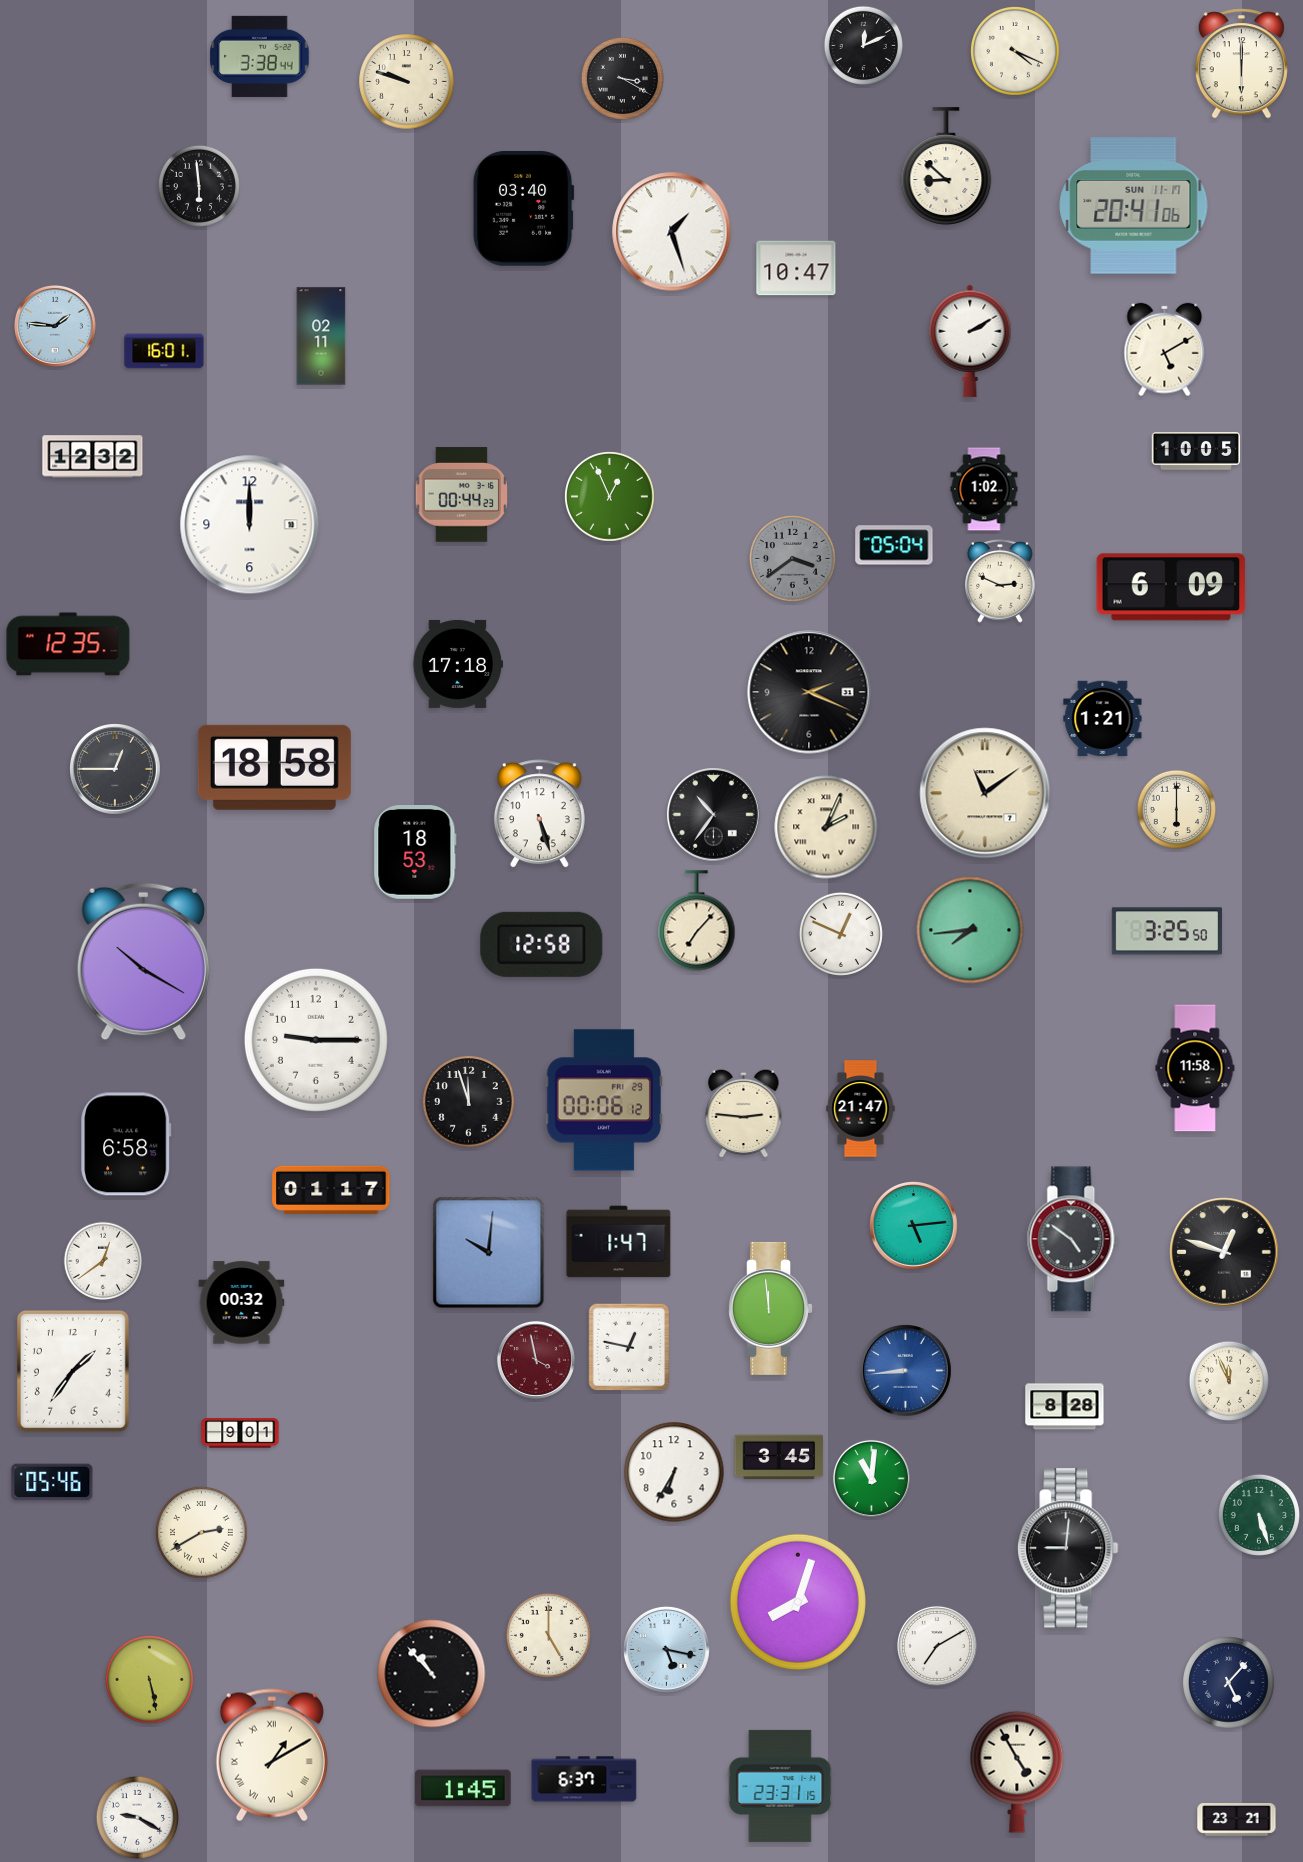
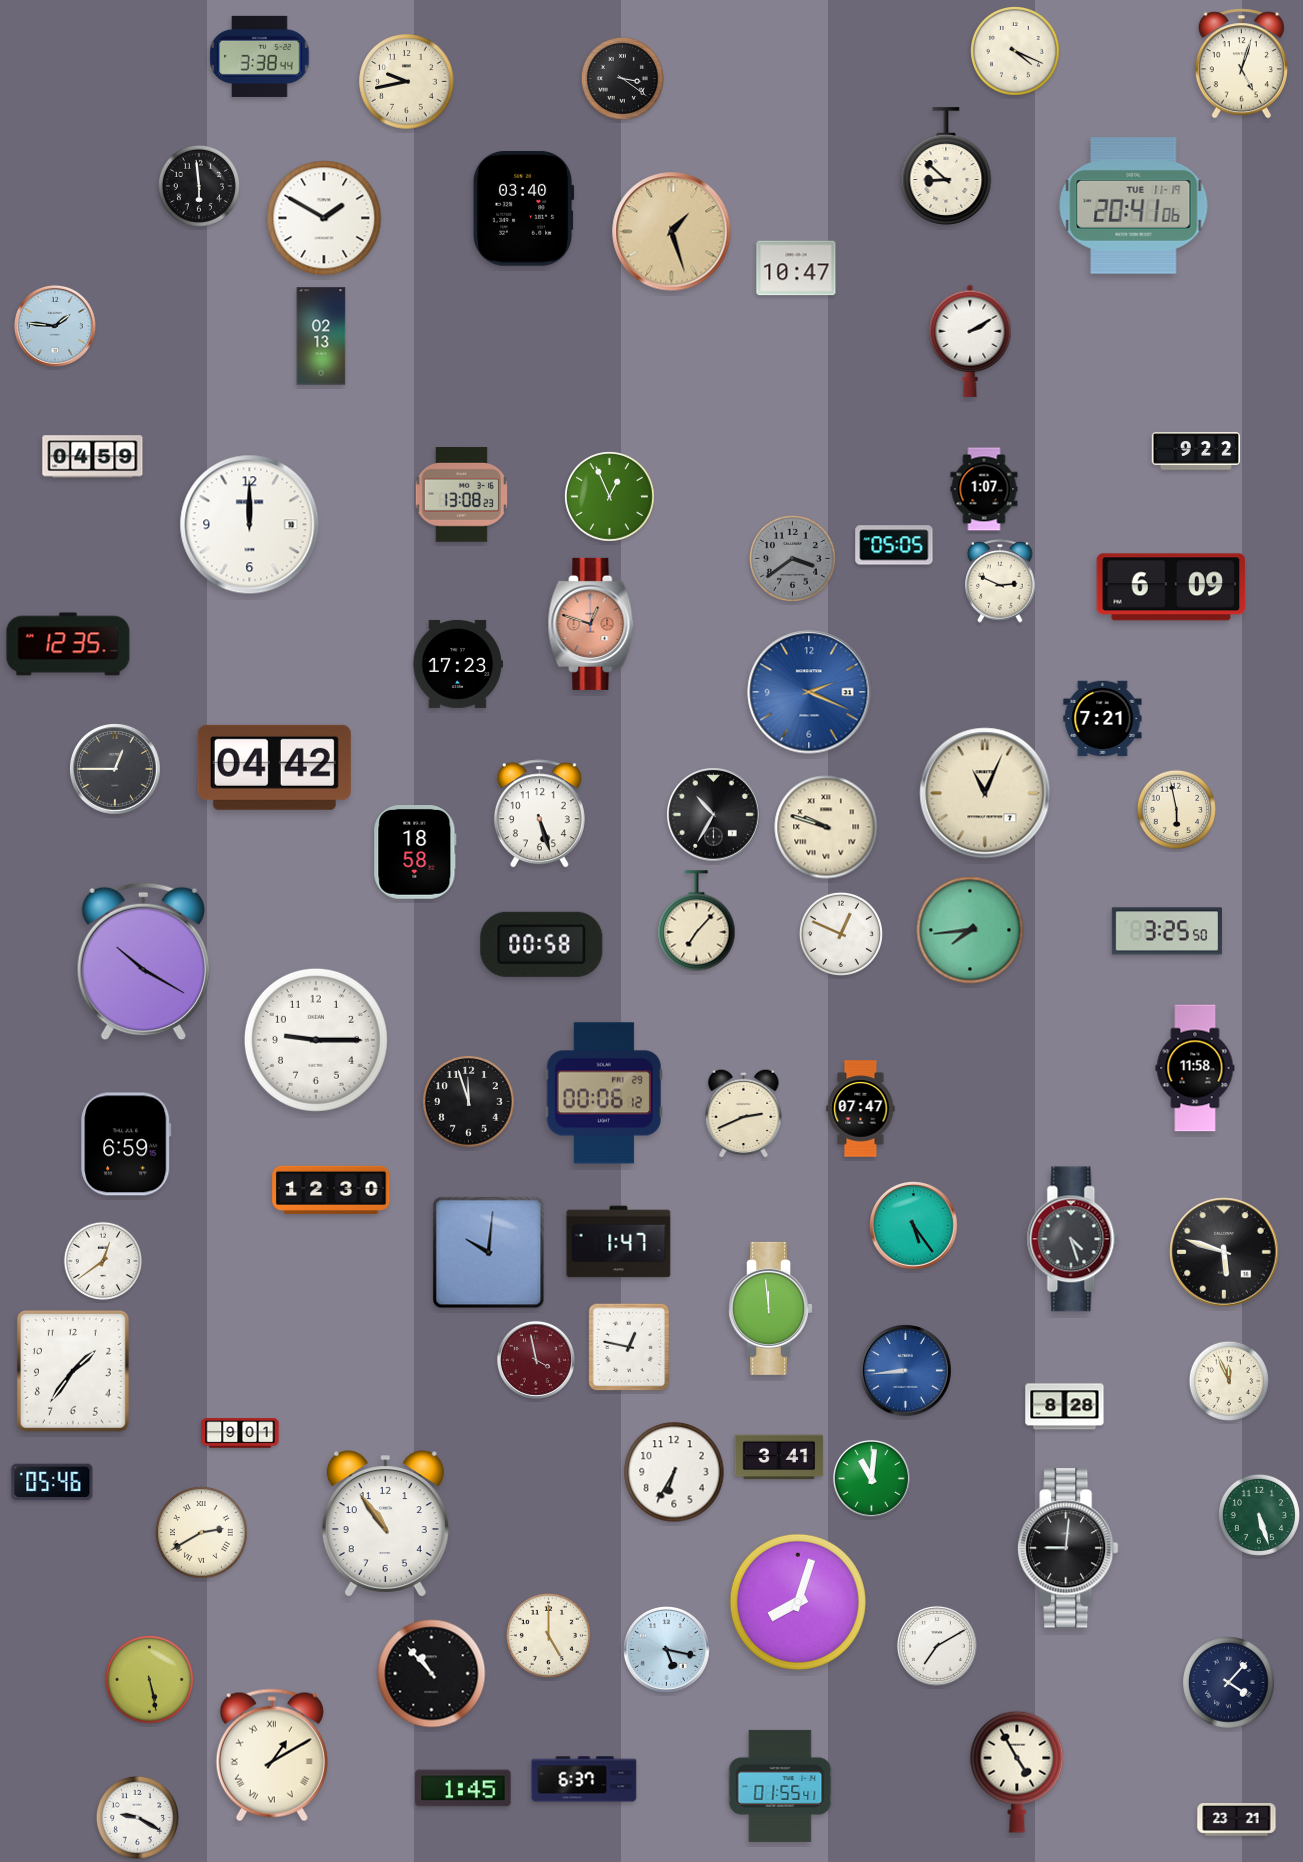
clock at (863, 45): 12:11 -> none
clock at (1241, 64): 6:00 -> 5:03
clock at (622, 78): 3:20 -> 3:21
clock at (407, 82): 9:48 -> 9:43
clock at (1134, 206) date: SUN 11-17 -> TUE 11-19
clock at (324, 218): none -> 1:50
clock at (672, 232) dial: white -> champagne
clock at (321, 336): 02:11 -> 02:13
clock at (1165, 350): 5:10 -> none
clock at (164, 351): 16:01 -> none
clock at (1196, 451): 10:05 -> 9:22
clock at (93, 457): 12:32 -> 04:59
clock at (984, 489): 1:02 -> 1:07
clock at (461, 495): 00:44 -> 13:08
clock at (894, 545): 05:04 -> 05:05
clock at (591, 624): none -> 12:48
clock at (458, 664): 17:18 -> 17:23
clock at (809, 692) dial: black -> blue
clock at (1103, 719): 1:21 -> 7:21
clock at (274, 767): 18:58 -> 04:42
clock at (985, 793): 11:09 -> 11:04
clock at (1176, 809): 6:00 -> 5:58
clock at (714, 815): 10:36 -> 10:35
clock at (826, 827): 2:04 -> 9:48
clock at (415, 853): 18:53 -> 18:58
clock at (542, 944): 12:58 -> 00:58
clock at (604, 1100) position: (604, 1100) -> (604, 1093)
clock at (861, 1109): 21:47 -> 07:47
clock at (744, 1113): 2:46 -> 2:41
clock at (126, 1144): 6:58 -> 6:59
clock at (331, 1190): 01:17 -> 12:30
clock at (914, 1226): 5:14 -> 5:24
clock at (1073, 1239): 4:51 -> 4:27
clock at (1224, 1252): 12:48 -> 5:48
clock at (242, 1303): 00:32 -> none
clock at (779, 1457): 3:45 -> 3:41
clock at (385, 1524): none -> 10:54
clock at (1229, 1683): 5:07 -> 4:07
clock at (780, 1786): 23:31 -> 01:55
